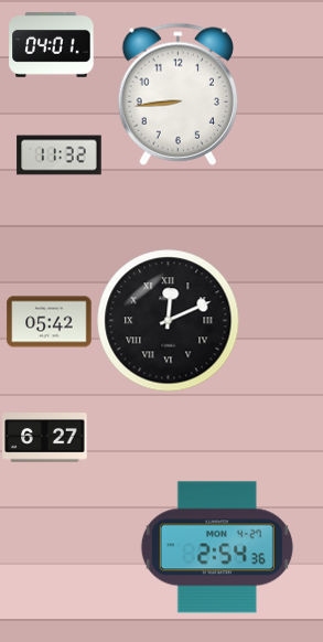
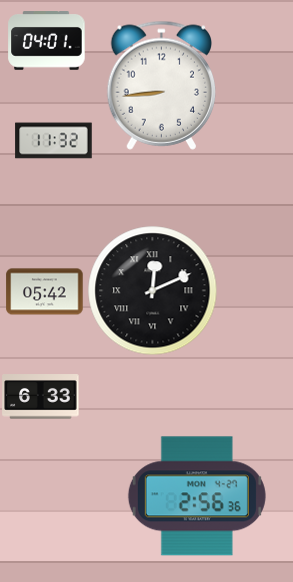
clock at (45, 438): 6:27 -> 6:33
clock at (217, 547): 2:54 -> 2:56
